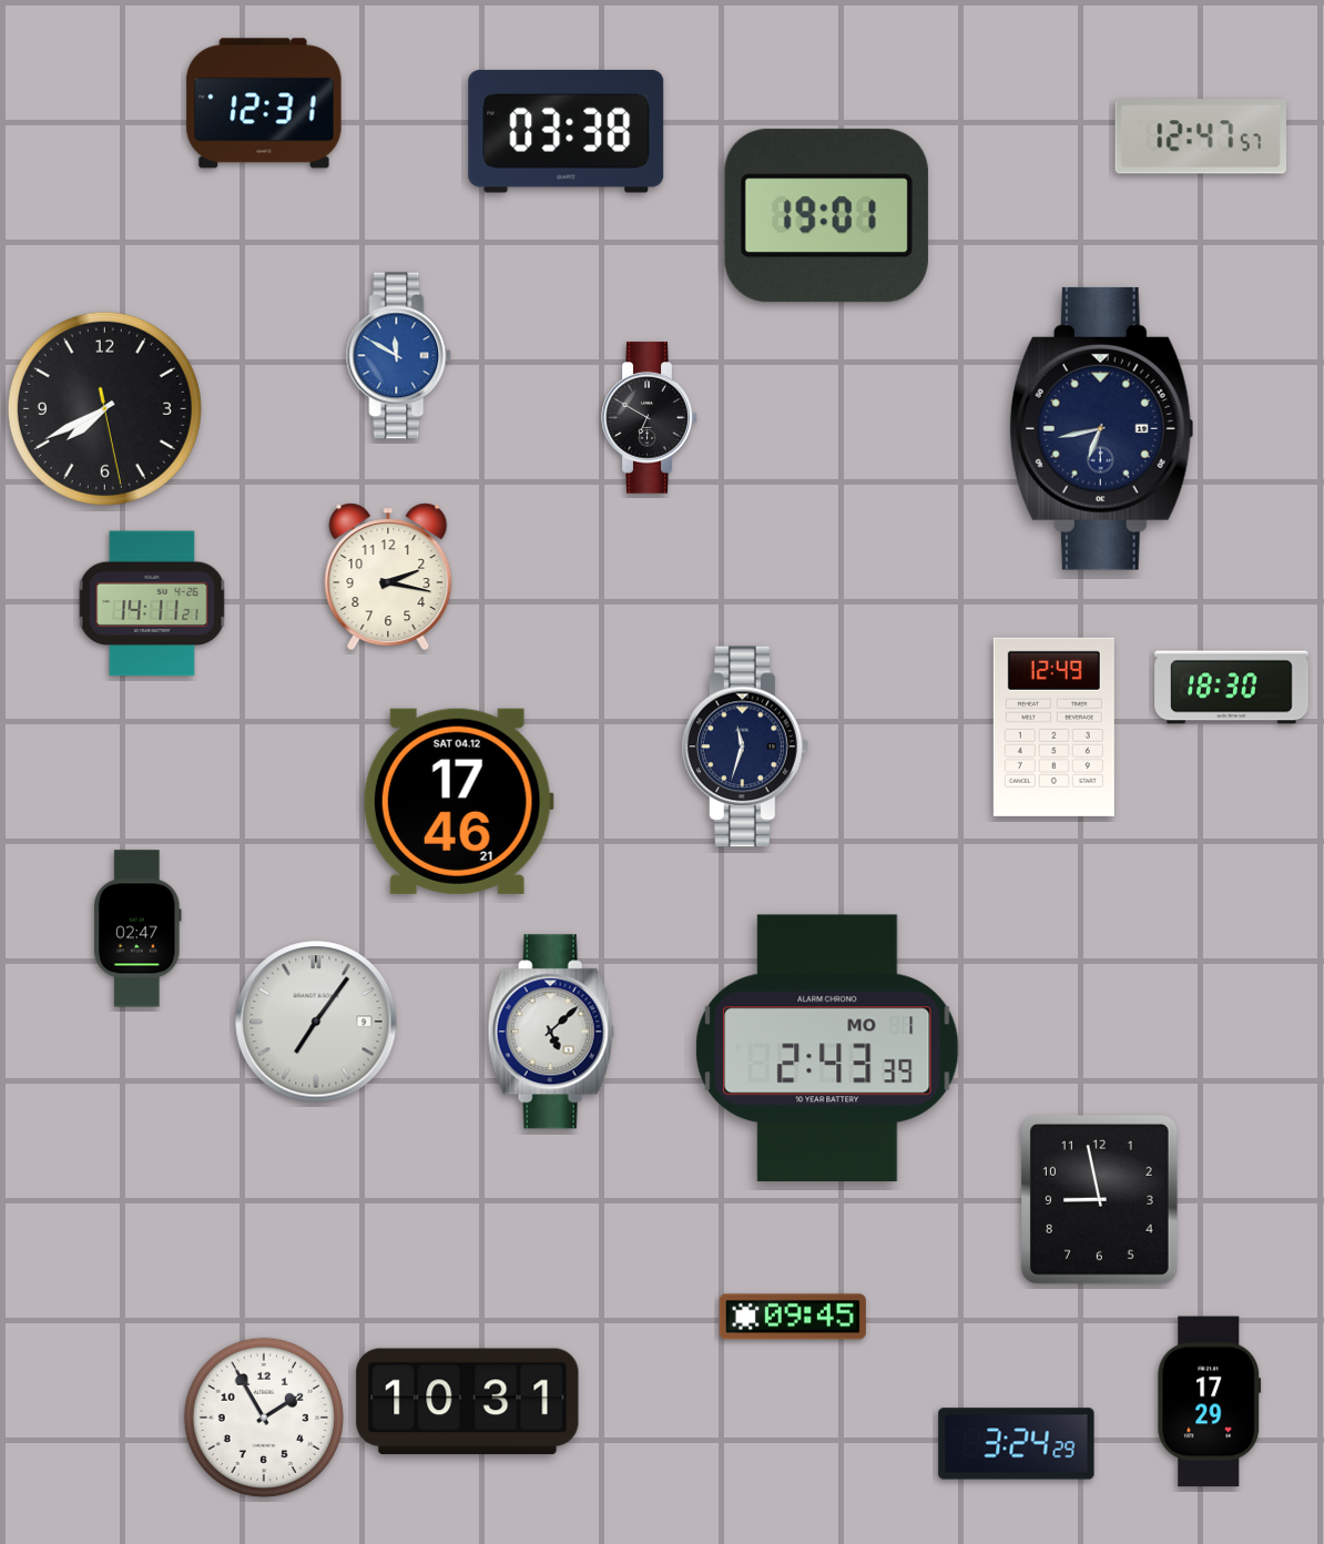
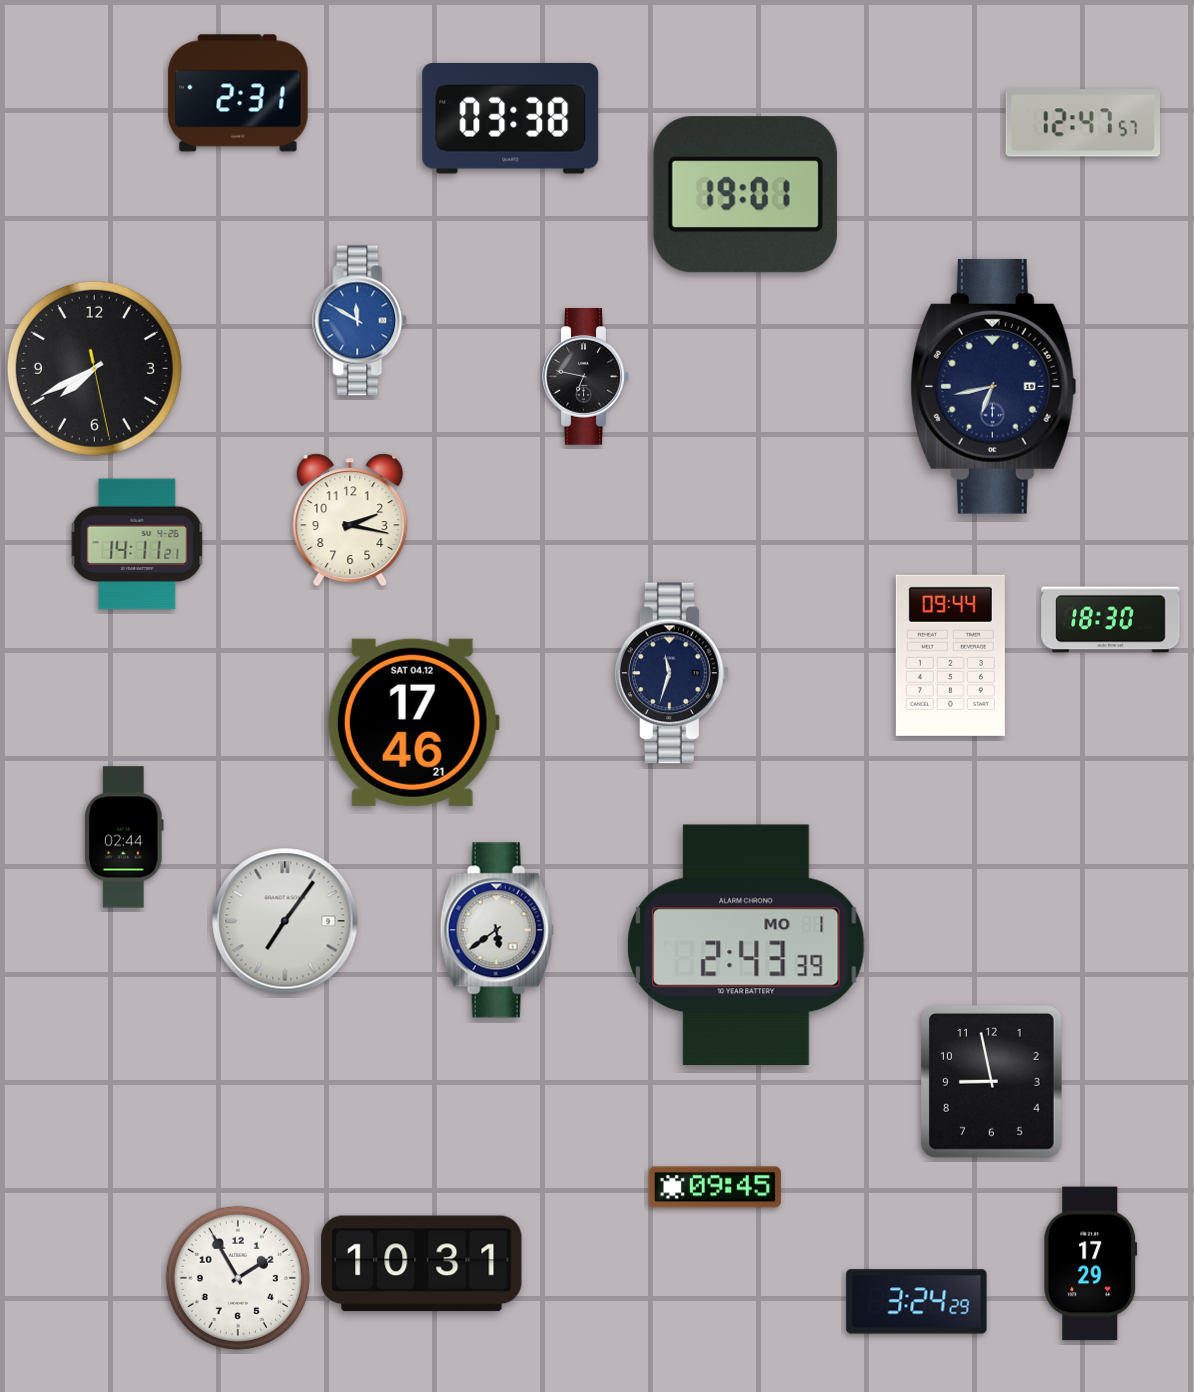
clock at (264, 103): 12:31 -> 2:31
clock at (650, 418): 6:50 -> 6:47
clock at (1053, 727): 12:49 -> 09:44
clock at (138, 928): 02:47 -> 02:44
clock at (551, 1032): 5:08 -> 5:39
